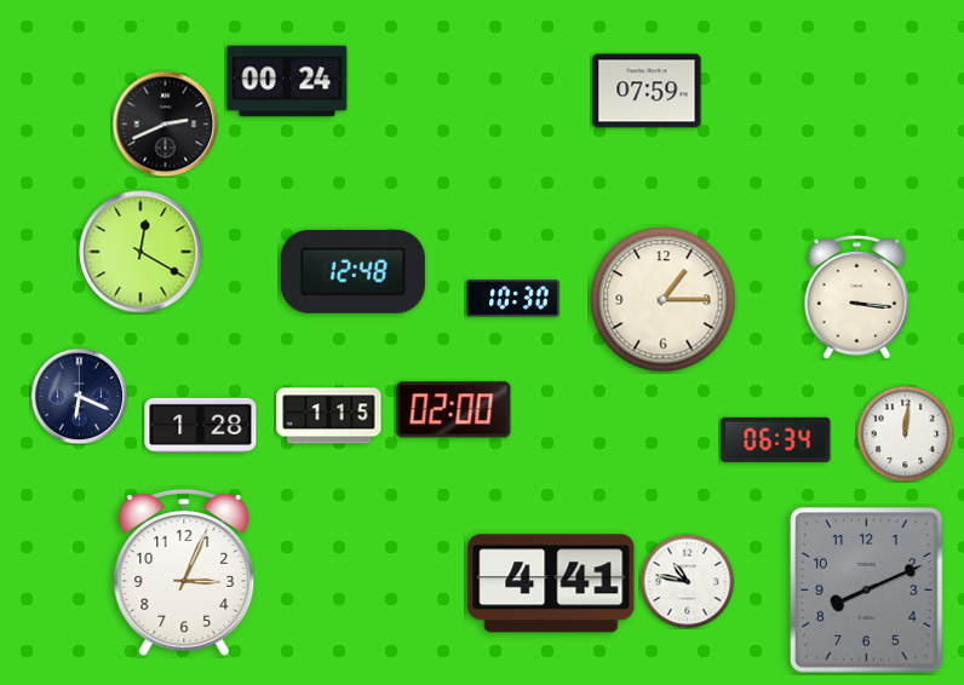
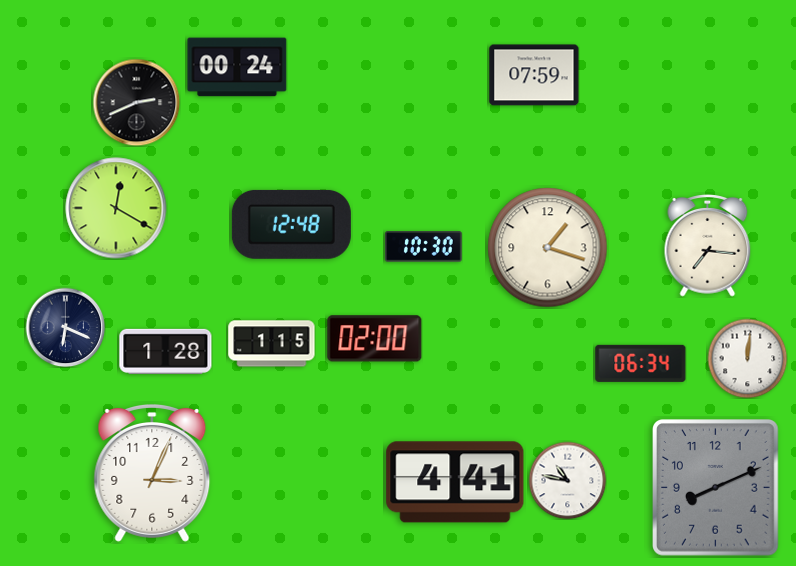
clock at (857, 298): 3:16 -> 7:16
clock at (664, 300): 1:15 -> 1:18
